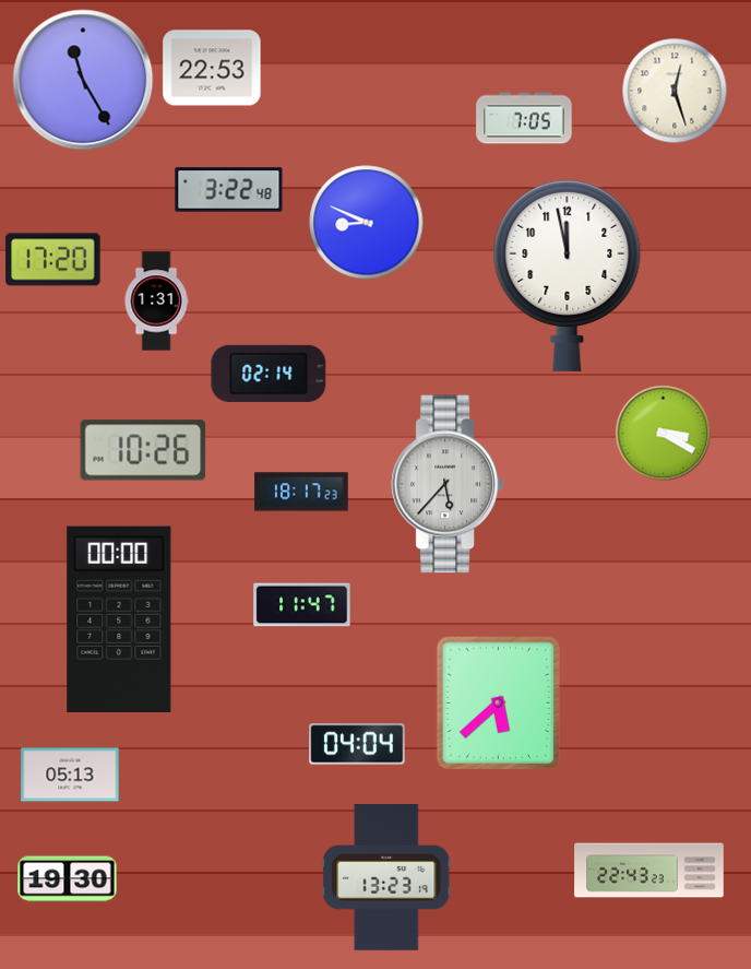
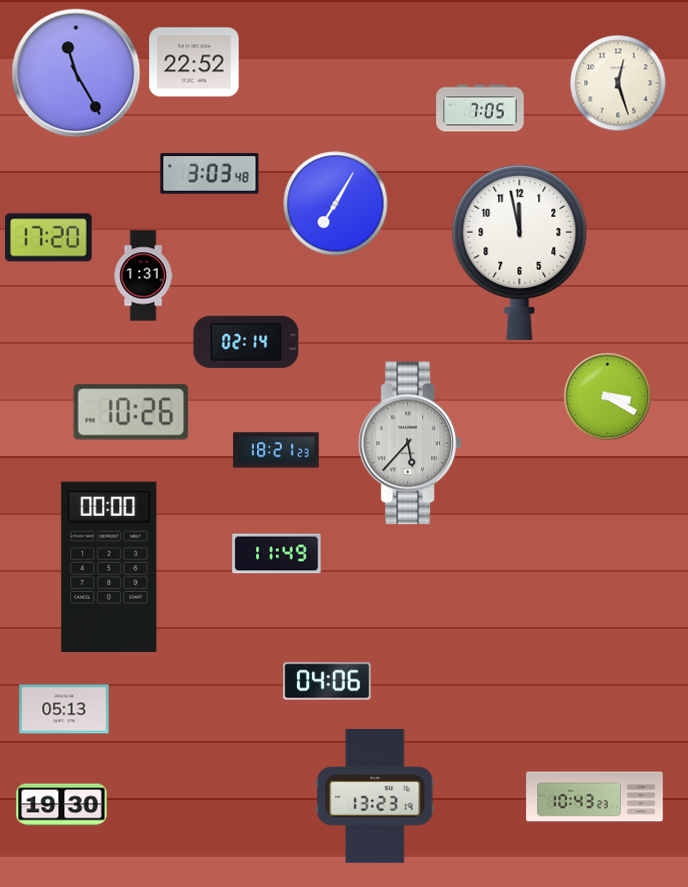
clock at (212, 68): 22:53 -> 22:52
clock at (229, 190): 3:22 -> 3:03
clock at (367, 223): 8:49 -> 7:05
clock at (301, 492): 18:17 -> 18:21
clock at (302, 605): 11:47 -> 11:49
clock at (498, 702): 5:38 -> none
clock at (357, 744): 04:04 -> 04:06
clock at (649, 871): 22:43 -> 10:43
clock at (386, 878) position: (386, 878) -> (375, 797)
